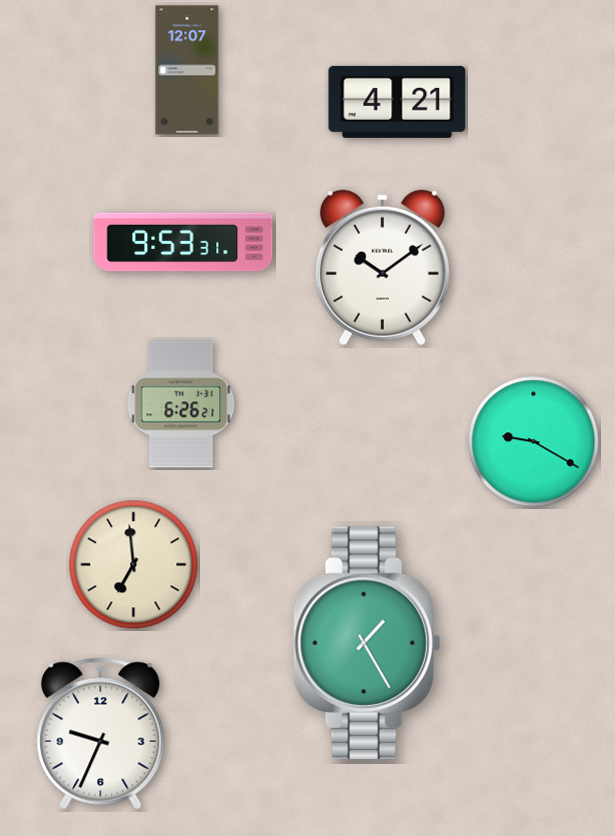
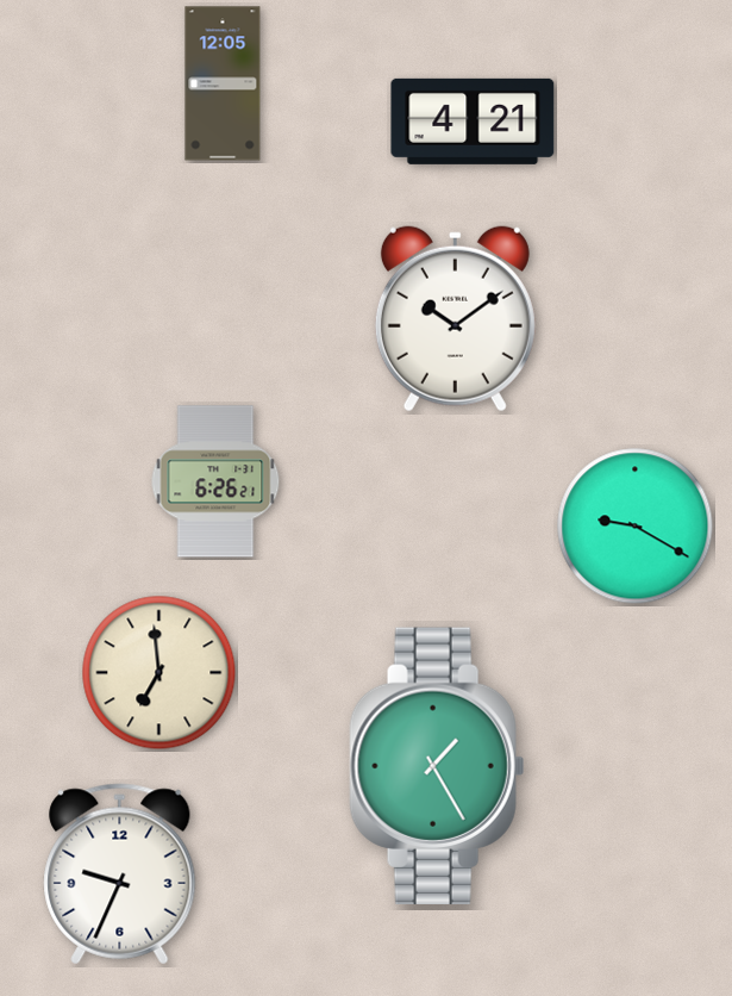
clock at (187, 70): 12:07 -> 12:05
clock at (183, 242): 9:53 -> none
